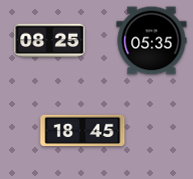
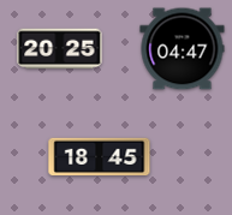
clock at (50, 41): 08:25 -> 20:25
clock at (152, 41): 05:35 -> 04:47
